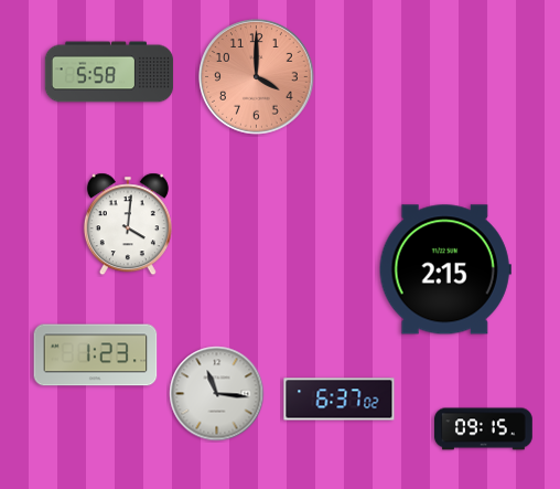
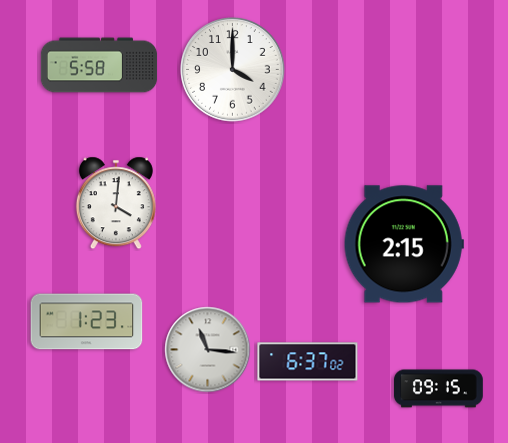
clock at (257, 77) dial: salmon -> white
clock at (217, 394) position: (217, 394) -> (208, 350)
